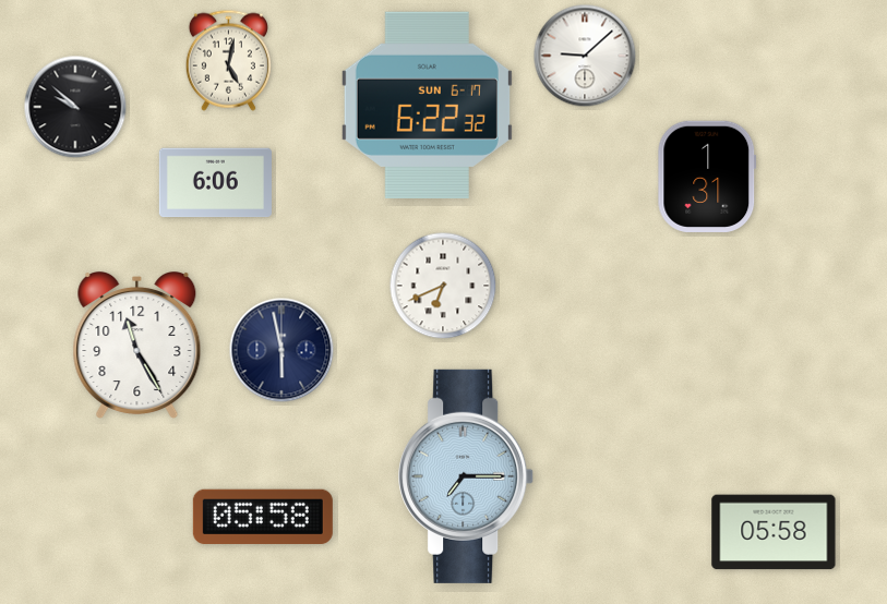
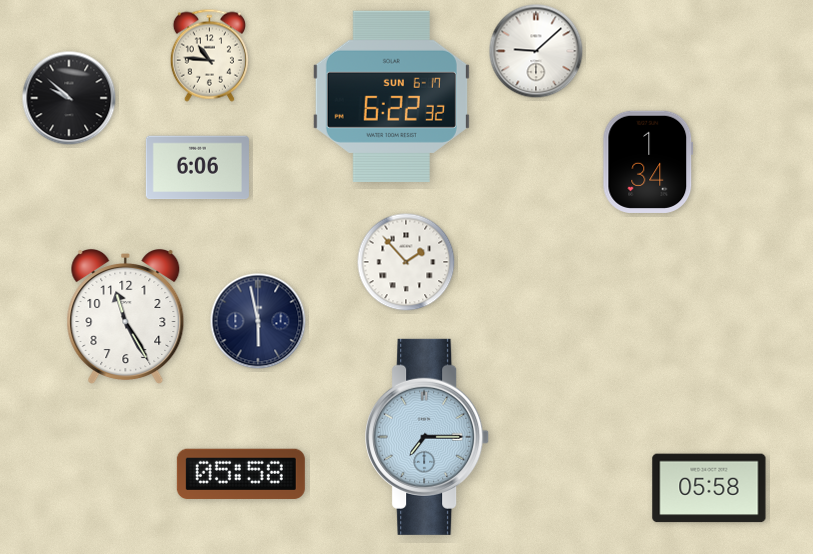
clock at (228, 60): 5:02 -> 10:46
clock at (707, 177): 1:31 -> 1:34
clock at (443, 286): 6:41 -> 1:53
